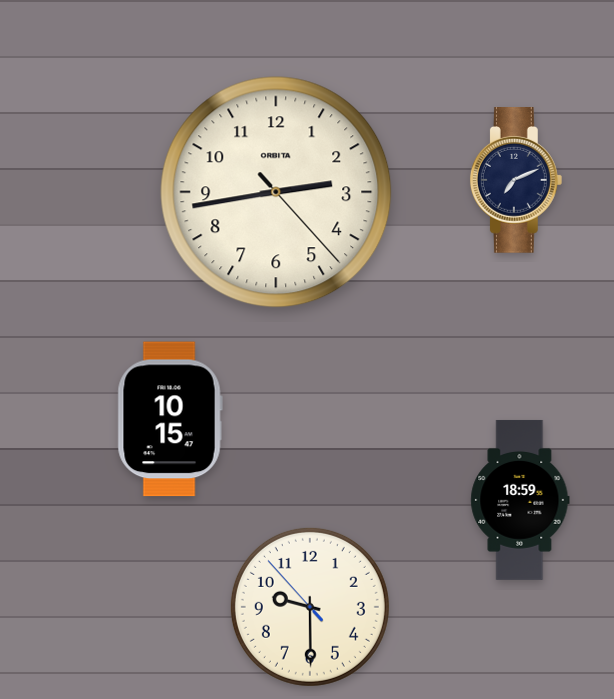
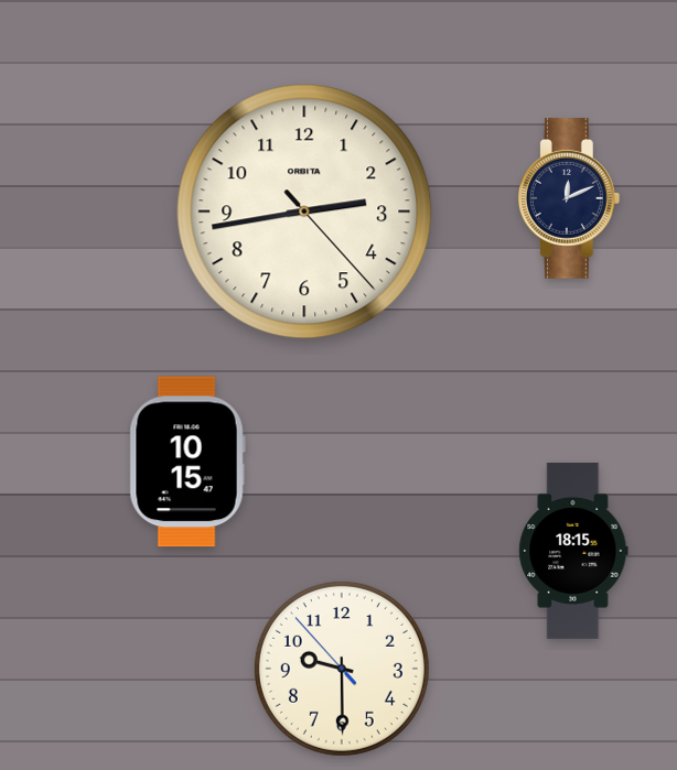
clock at (516, 181): 7:11 -> 12:11
clock at (520, 500): 18:59 -> 18:15
